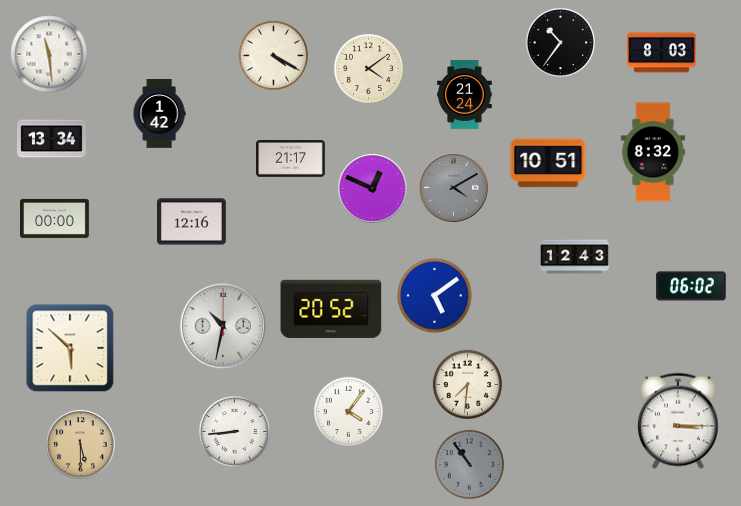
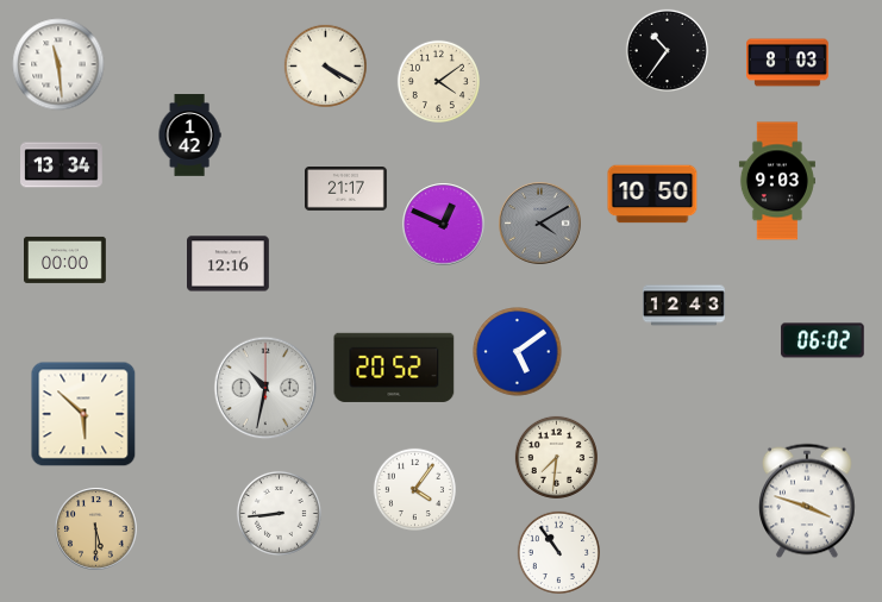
clock at (465, 95): 21:24 -> none
clock at (653, 152): 8:32 -> 9:03
clock at (548, 163): 10:51 -> 10:50
clock at (679, 421): 3:15 -> 3:48
clock at (469, 464) dial: grey -> white
